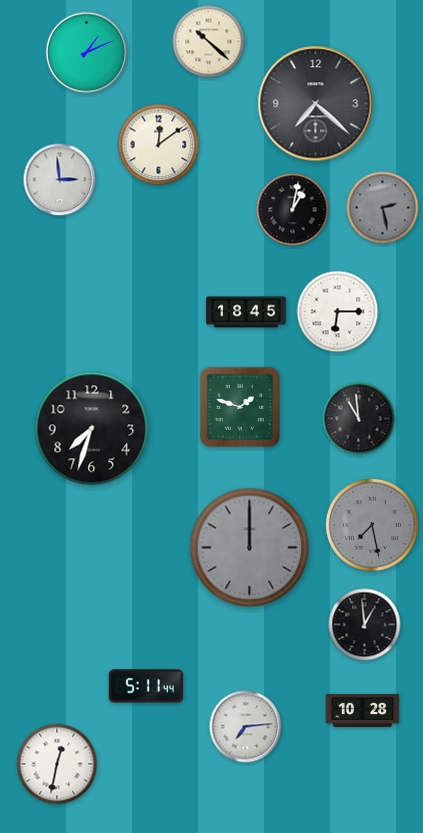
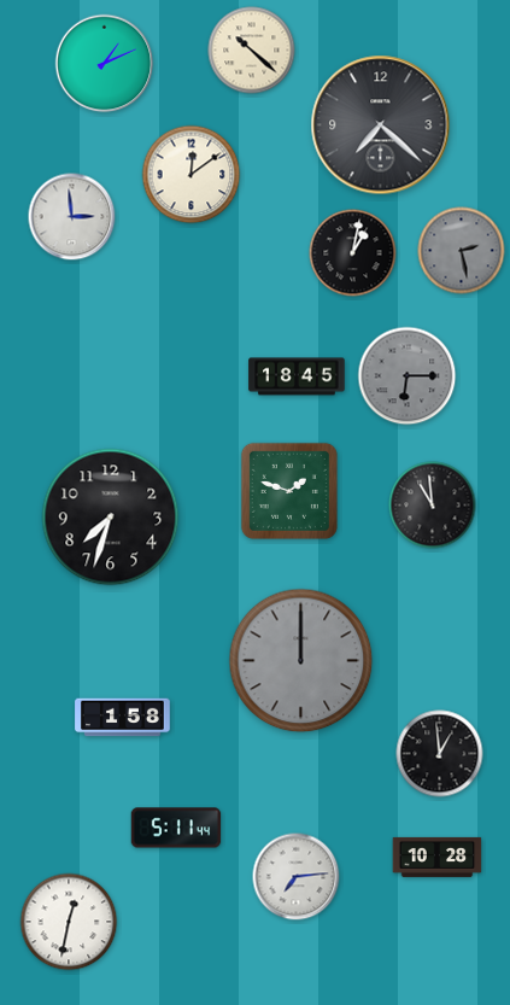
clock at (338, 312) dial: white -> grey
clock at (372, 525): 7:28 -> none
clock at (123, 718): none -> 1:58
